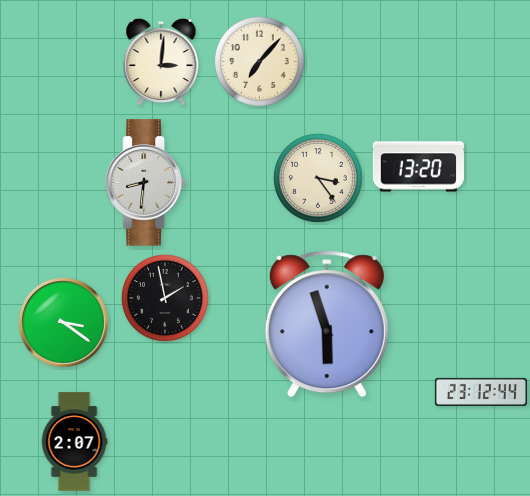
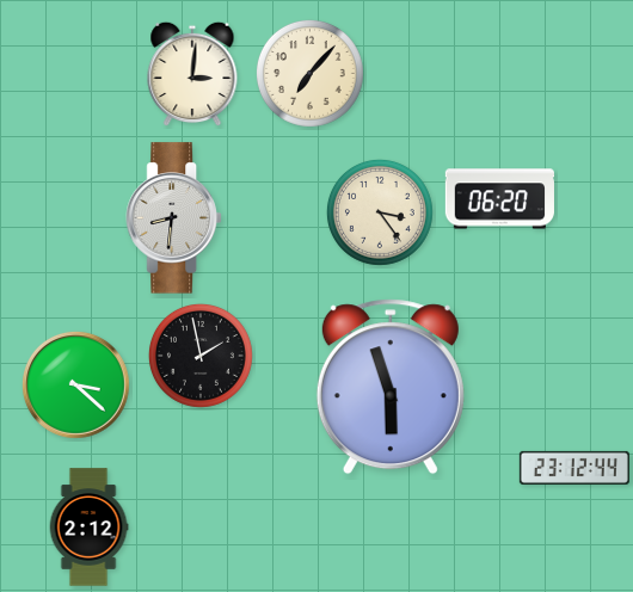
clock at (418, 167): 13:20 -> 06:20
clock at (165, 298) position: (165, 298) -> (201, 356)
clock at (63, 322): 3:21 -> 3:22
clock at (74, 442): 2:07 -> 2:12
